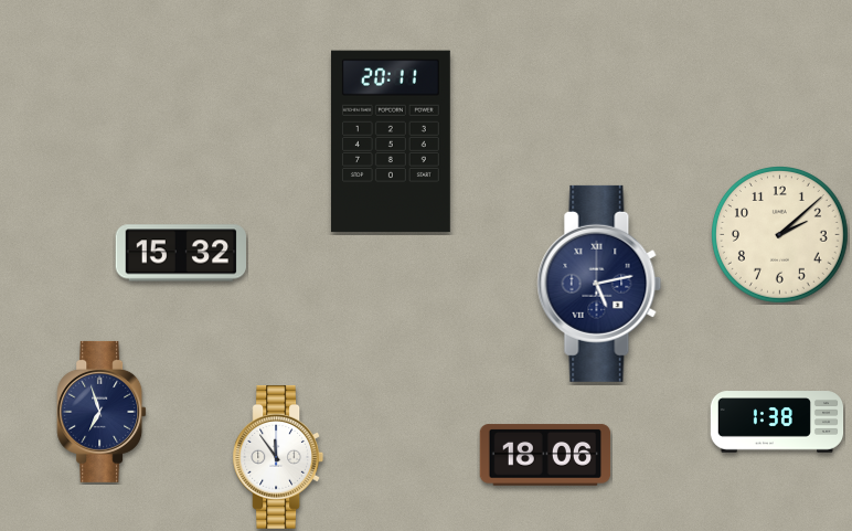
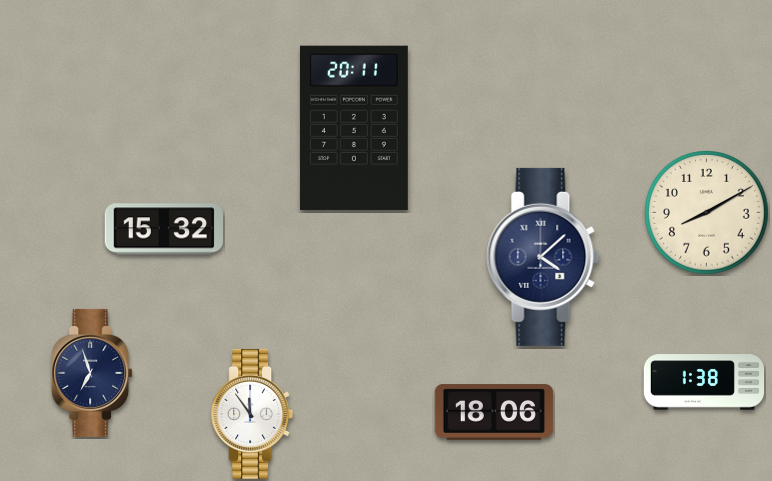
clock at (780, 235): 2:08 -> 8:10
clock at (599, 284): 5:13 -> 4:08
